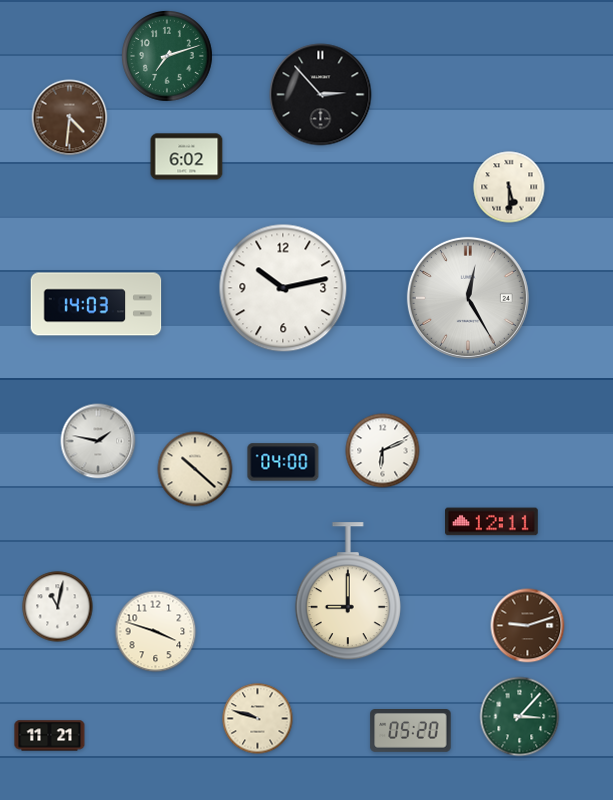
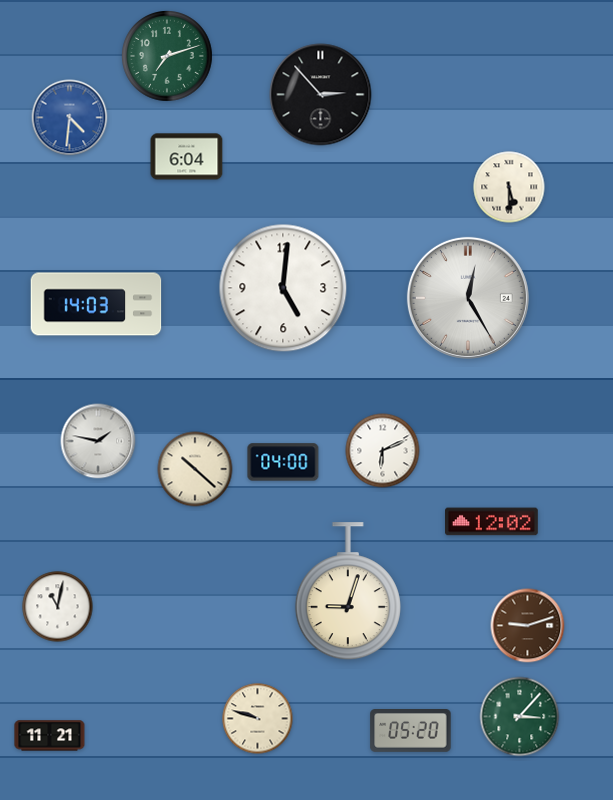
clock at (70, 118) dial: brown -> blue
clock at (187, 157): 6:02 -> 6:04
clock at (283, 288): 10:13 -> 5:01
clock at (492, 522): 12:11 -> 12:02
clock at (348, 592): 9:00 -> 9:03
clock at (156, 632): 3:48 -> none
